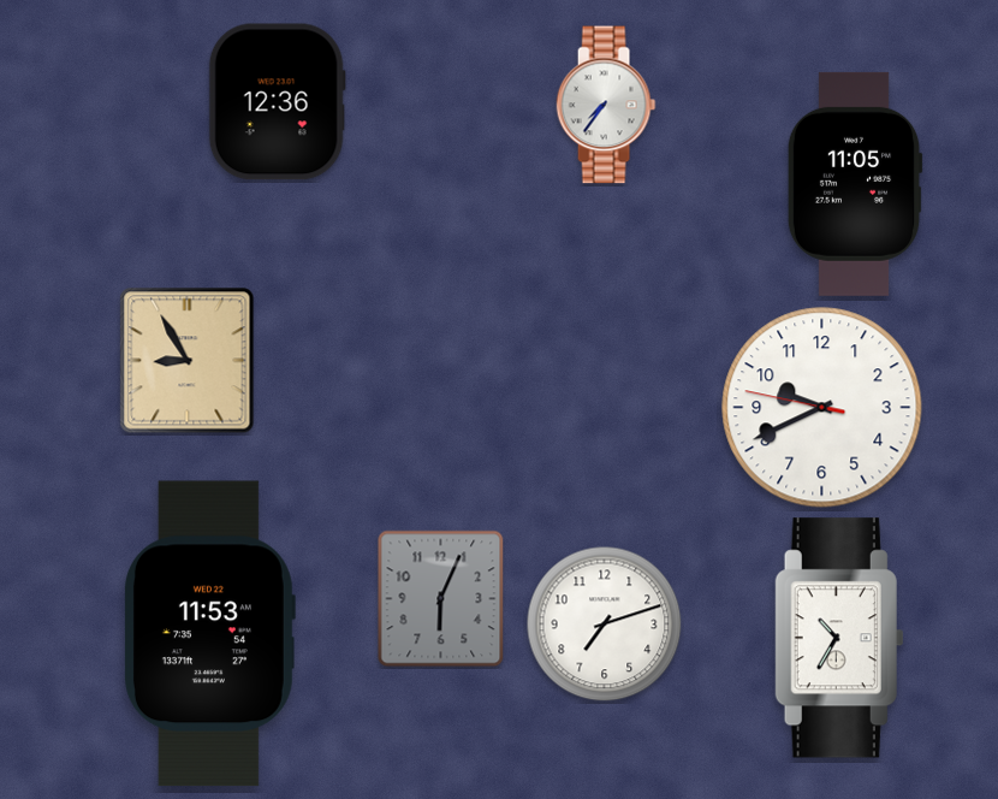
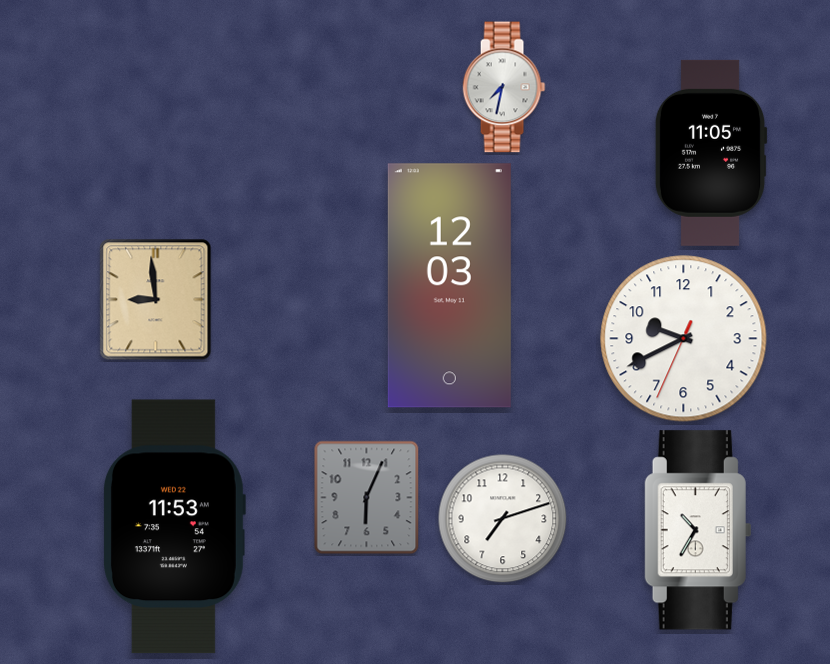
clock at (277, 102): 12:36 -> none
clock at (606, 105): 7:36 -> 7:32
clock at (449, 286): none -> 12:03
clock at (188, 361): 8:55 -> 8:59
clock at (822, 408): 9:40:47 -> 9:40:34
